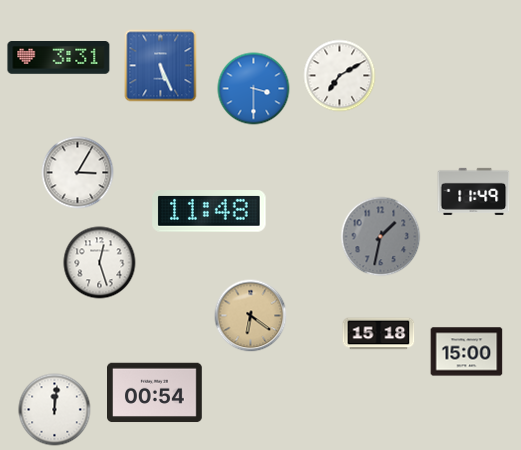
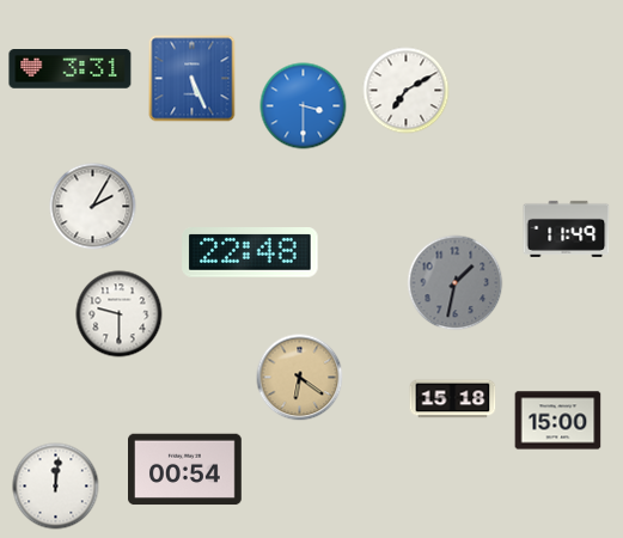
clock at (78, 173): 3:05 -> 2:05
clock at (209, 212): 11:48 -> 22:48
clock at (100, 263): 12:27 -> 9:30
clock at (55, 410) position: (55, 410) -> (56, 487)
